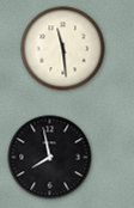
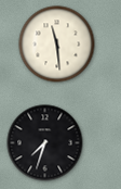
clock at (50, 158): 7:58 -> 7:33
